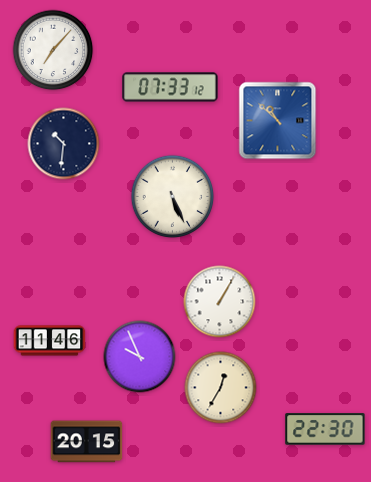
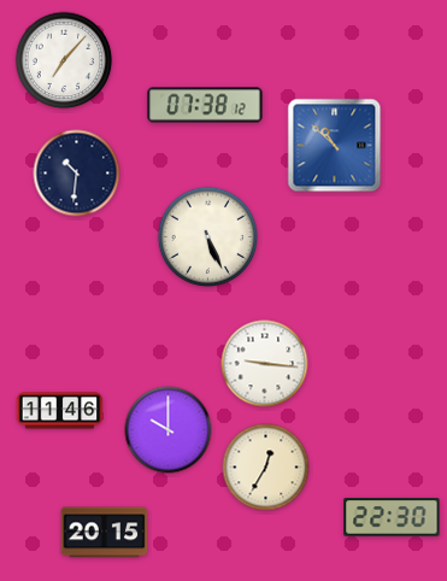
clock at (170, 87): 07:33 -> 07:38
clock at (220, 302): 1:05 -> 9:16
clock at (140, 357): 9:56 -> 10:00
